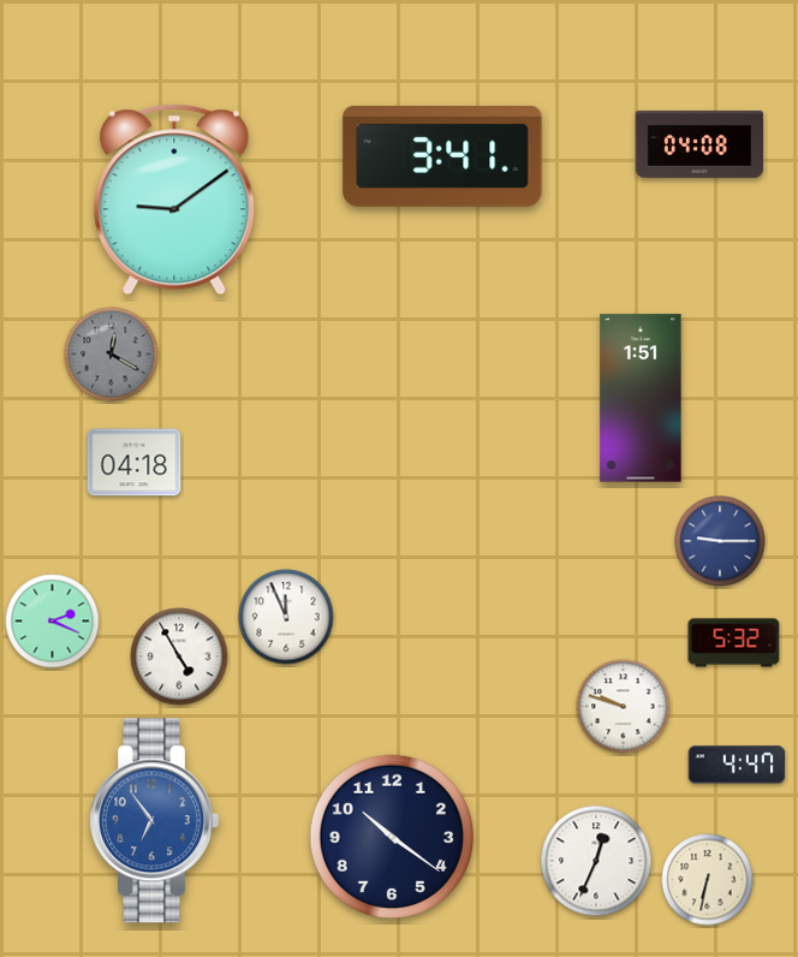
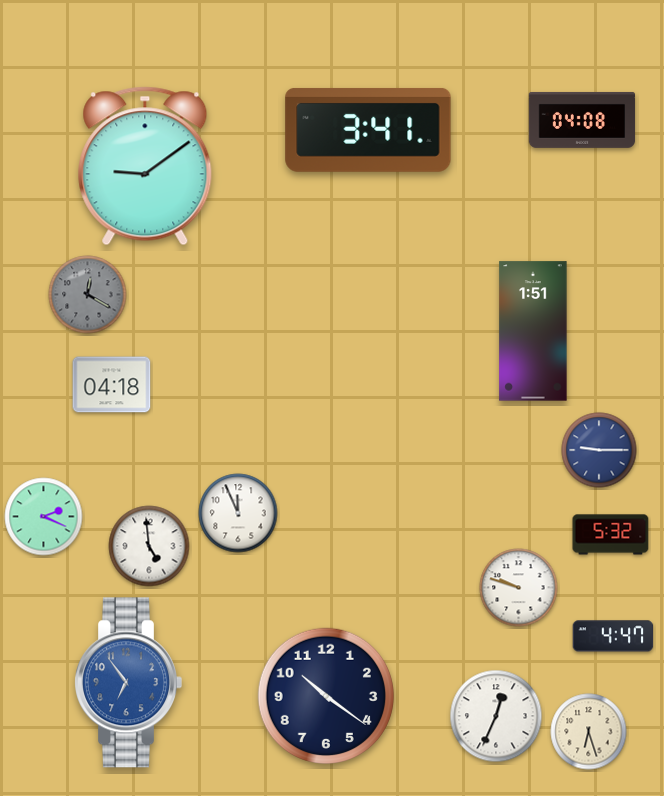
clock at (112, 355) position: (112, 355) -> (88, 295)
clock at (179, 656): 4:55 -> 4:59
clock at (708, 880): 6:32 -> 6:27
